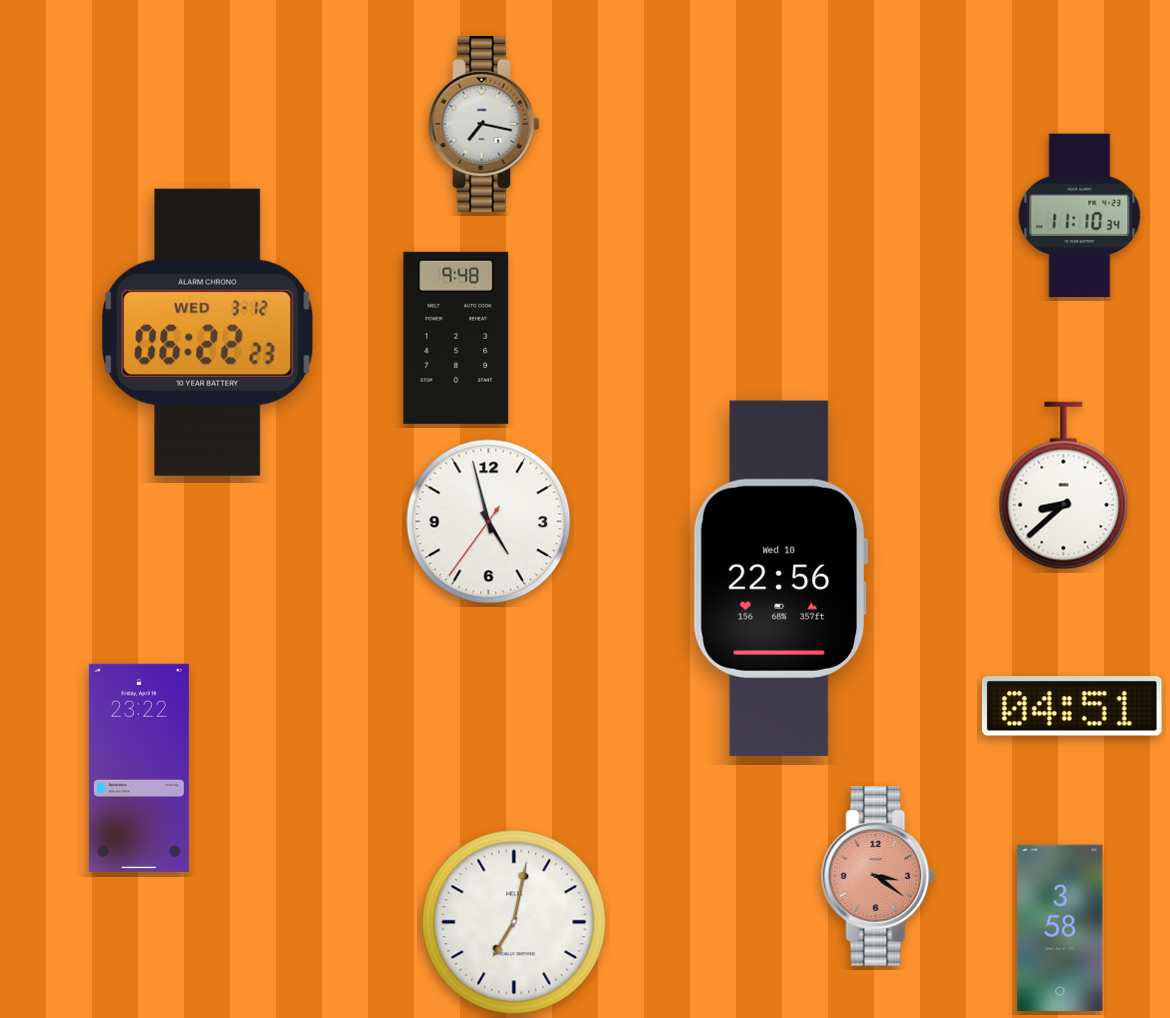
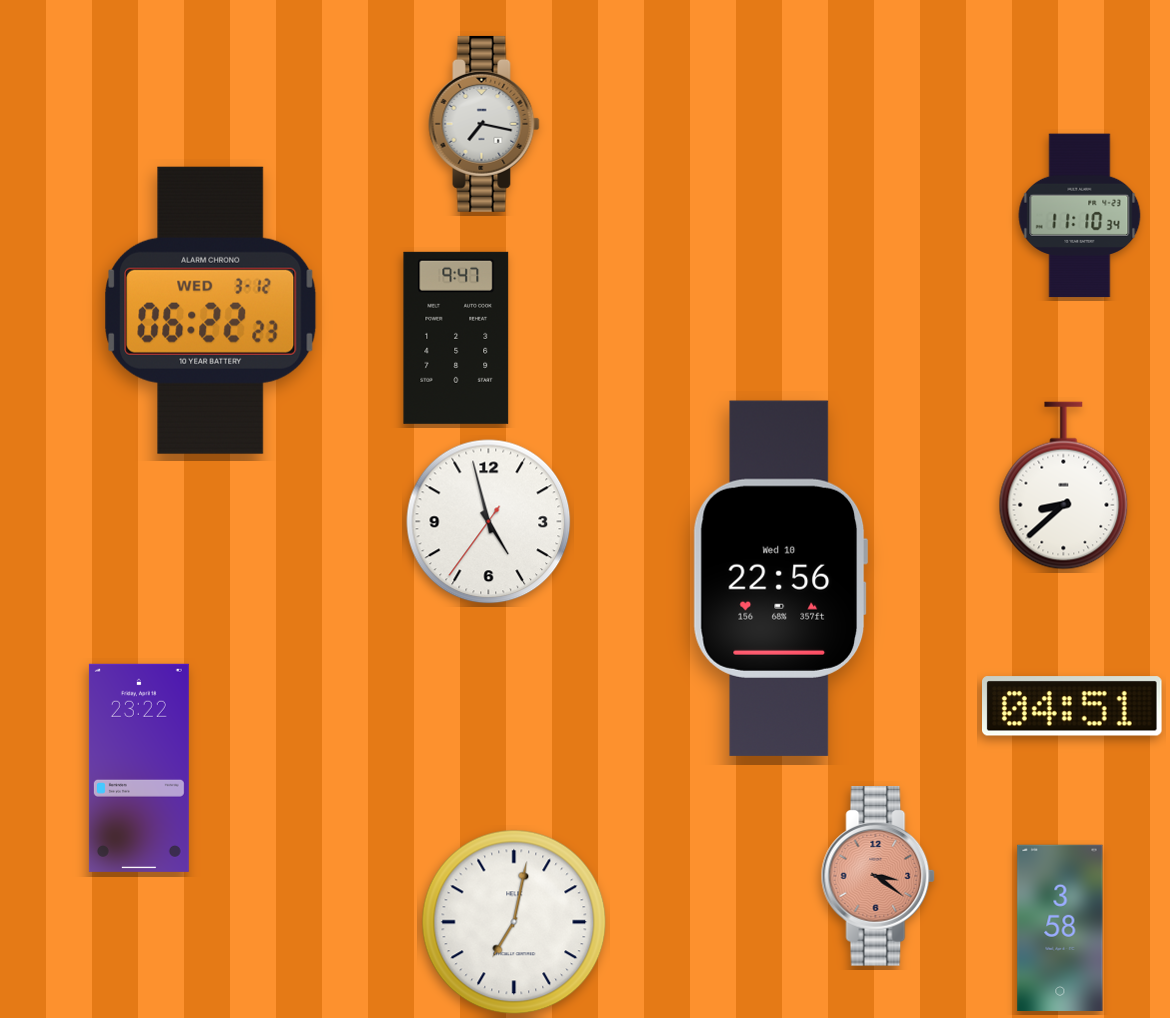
clock at (208, 332) position: (208, 332) -> (211, 310)
clock at (456, 338): 9:48 -> 9:47
